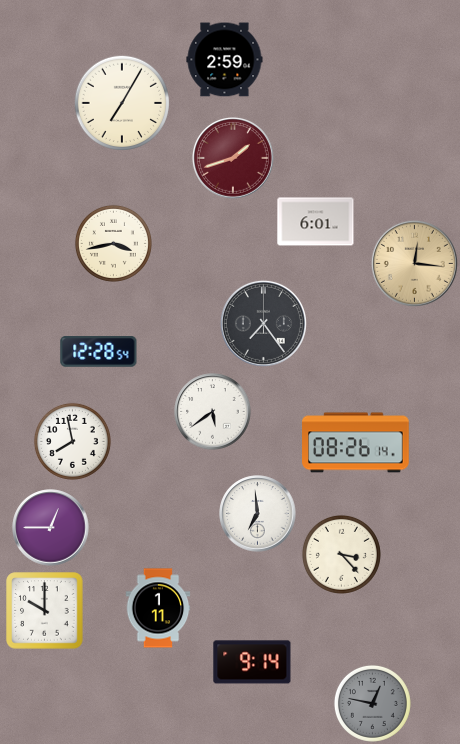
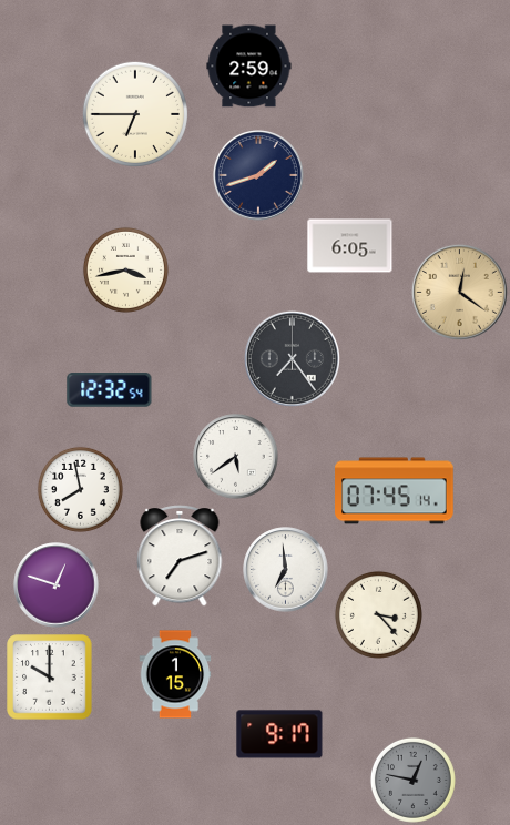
clock at (121, 102): 7:05 -> 6:45
clock at (233, 158) dial: burgundy -> navy
clock at (316, 222): 6:01 -> 6:05
clock at (414, 263): 12:16 -> 12:21
clock at (99, 352): 12:28 -> 12:32
clock at (356, 443): 08:26 -> 07:45
clock at (180, 556): none -> 7:12
clock at (51, 528): 12:45 -> 12:48
clock at (158, 608): 1:11 -> 1:15
clock at (252, 662): 9:14 -> 9:17
